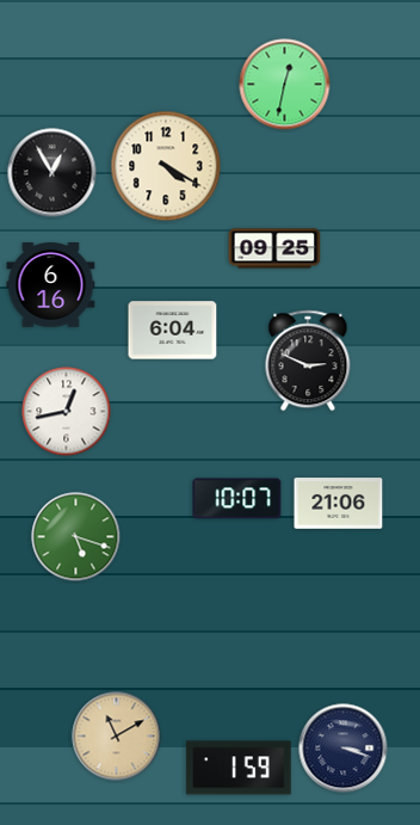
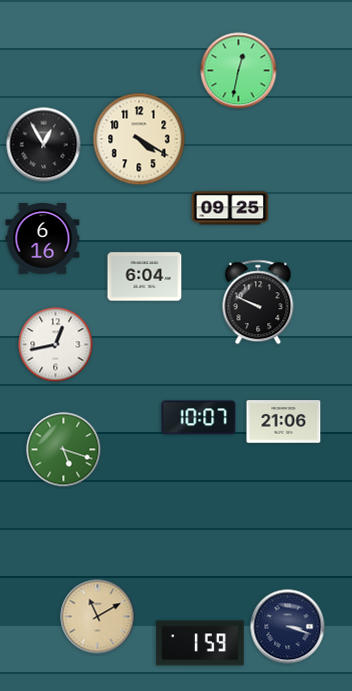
clock at (308, 361): 2:49 -> 9:49
